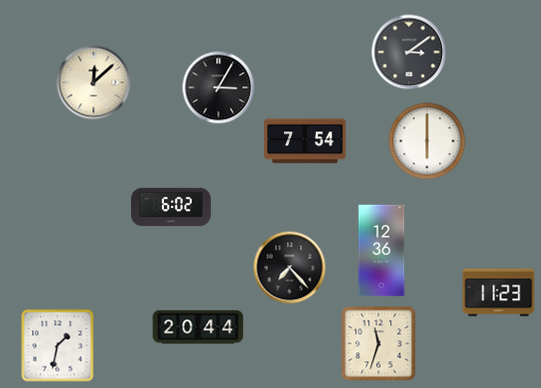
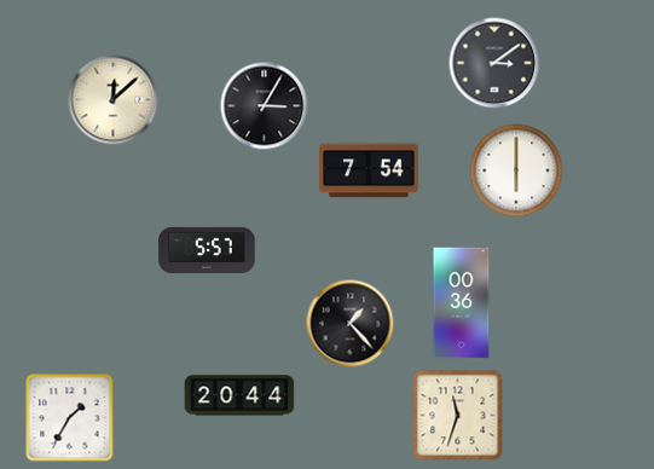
clock at (171, 207): 6:02 -> 5:57
clock at (382, 251): 12:36 -> 00:36
clock at (290, 268): 7:23 -> 1:23
clock at (499, 293): 11:23 -> none
clock at (58, 346): 1:32 -> 1:35
